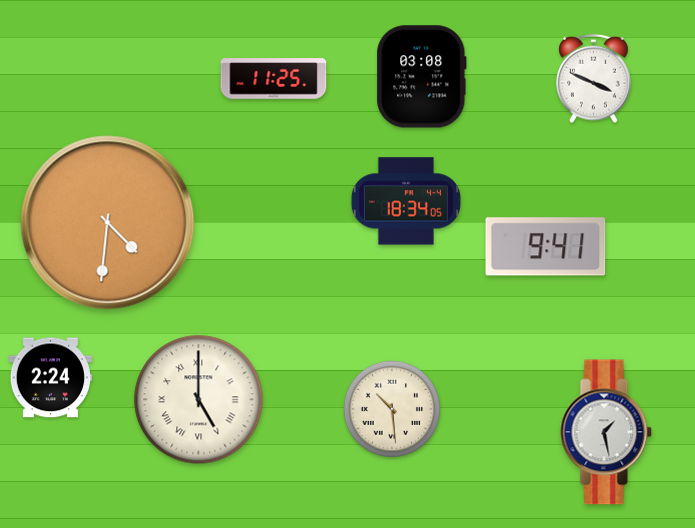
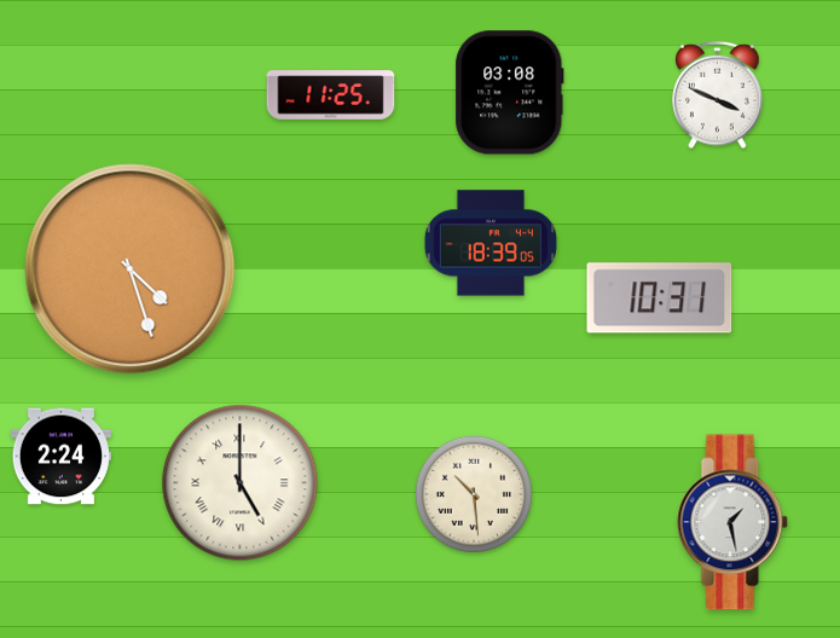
clock at (406, 201): 18:34 -> 18:39
clock at (108, 223): 4:31 -> 4:27
clock at (546, 247): 9:41 -> 10:31
